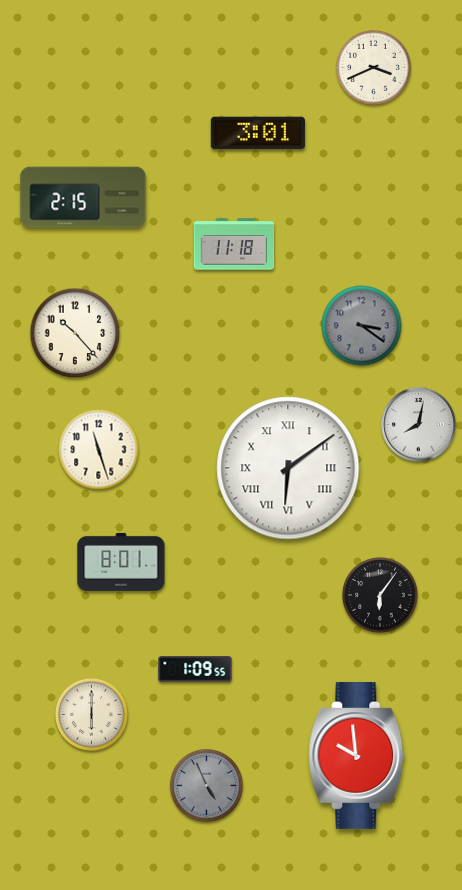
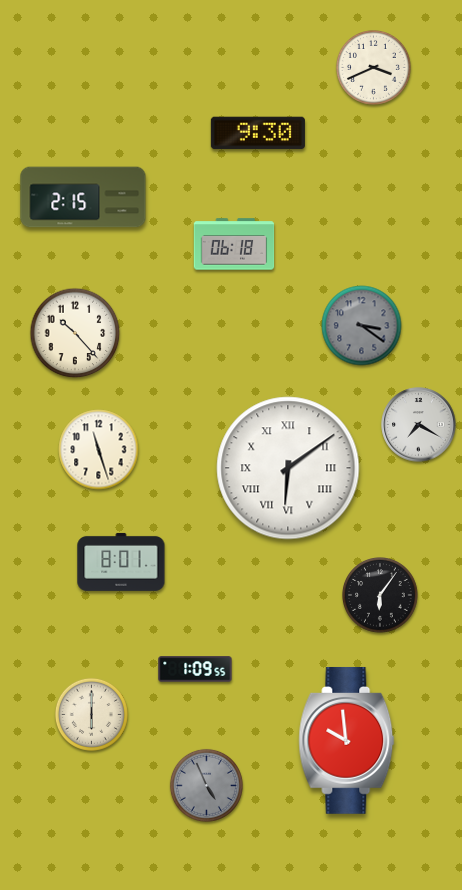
clock at (258, 133): 3:01 -> 9:30
clock at (234, 244): 11:18 -> 06:18
clock at (419, 425): 8:02 -> 7:20
clock at (357, 755) position: (357, 755) -> (347, 740)
